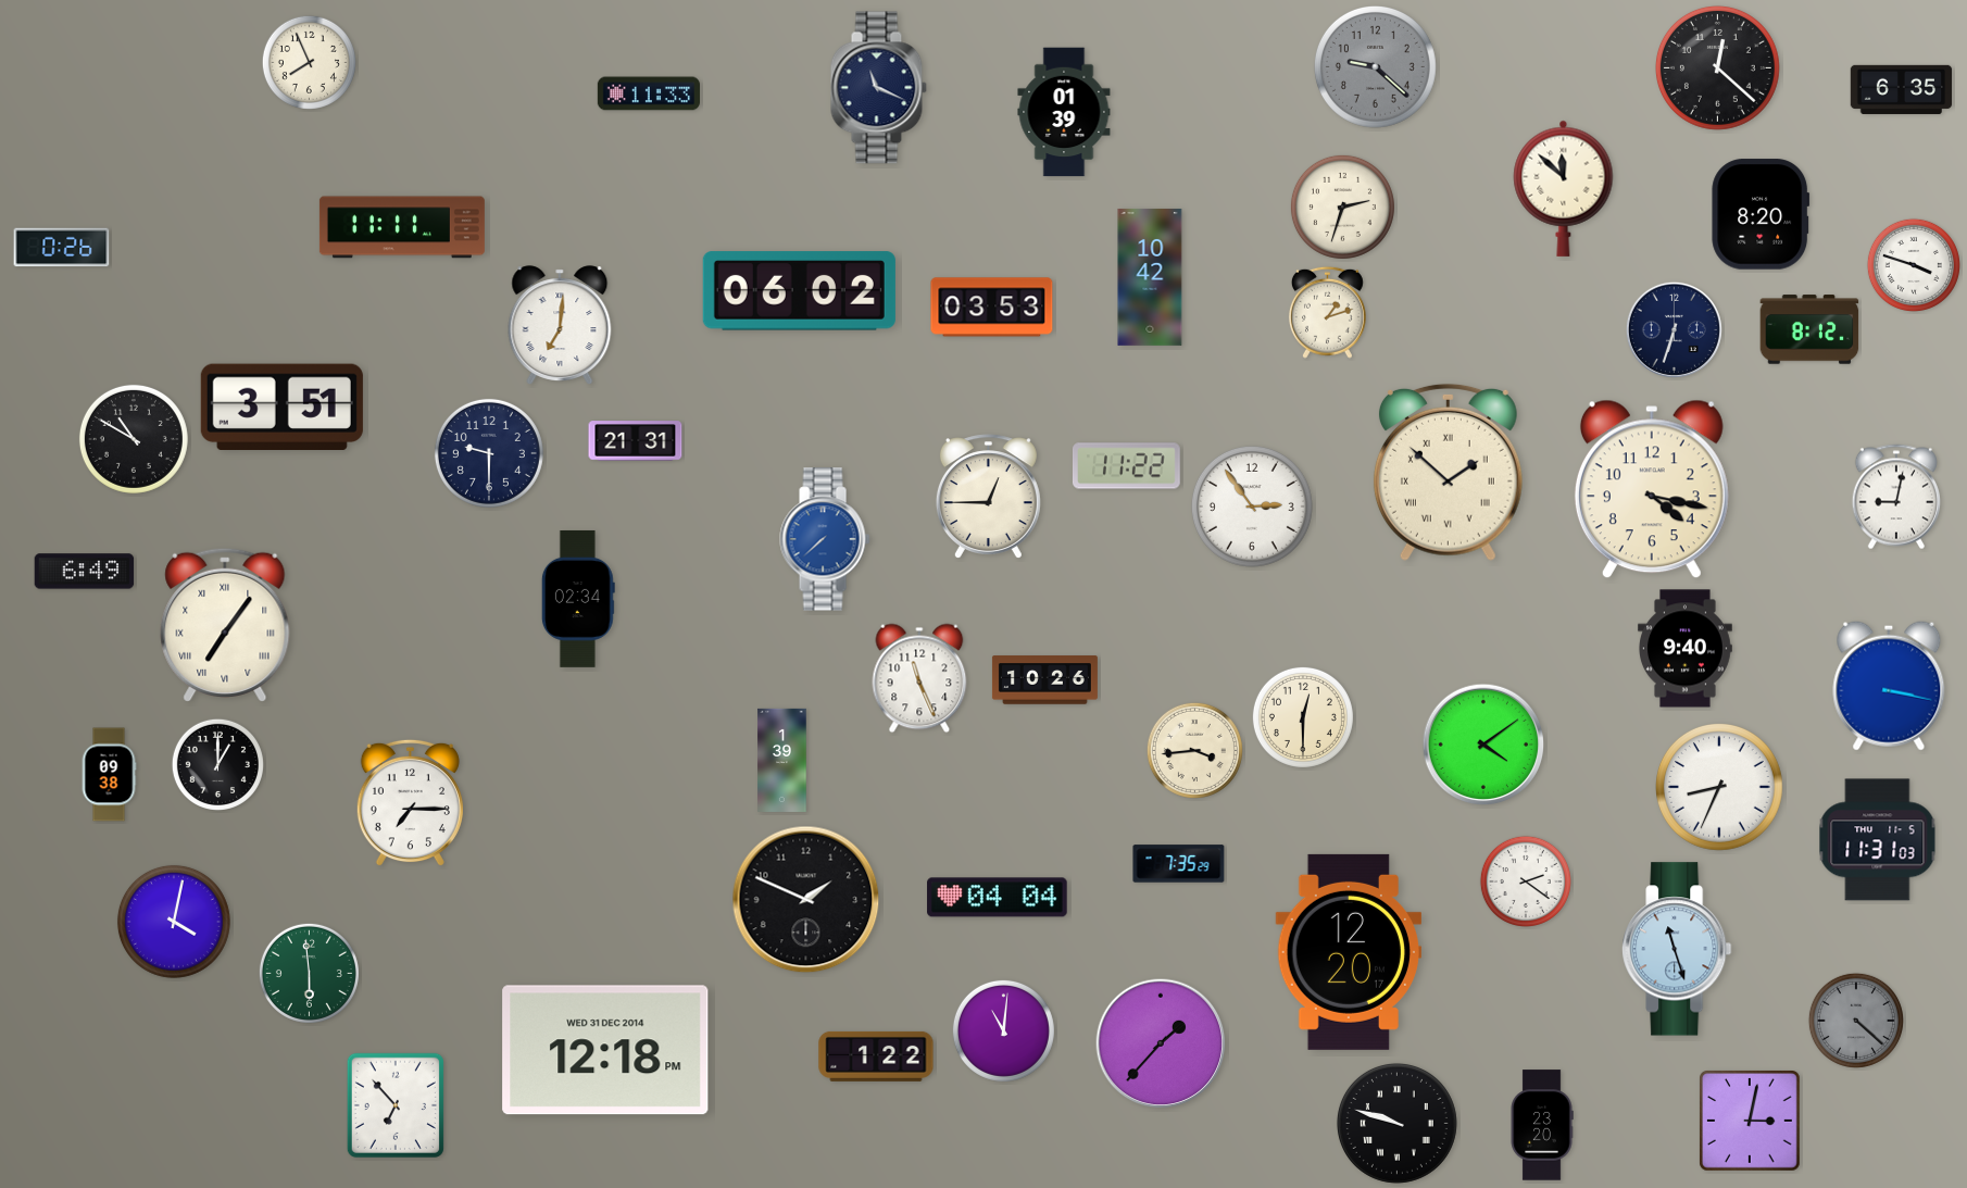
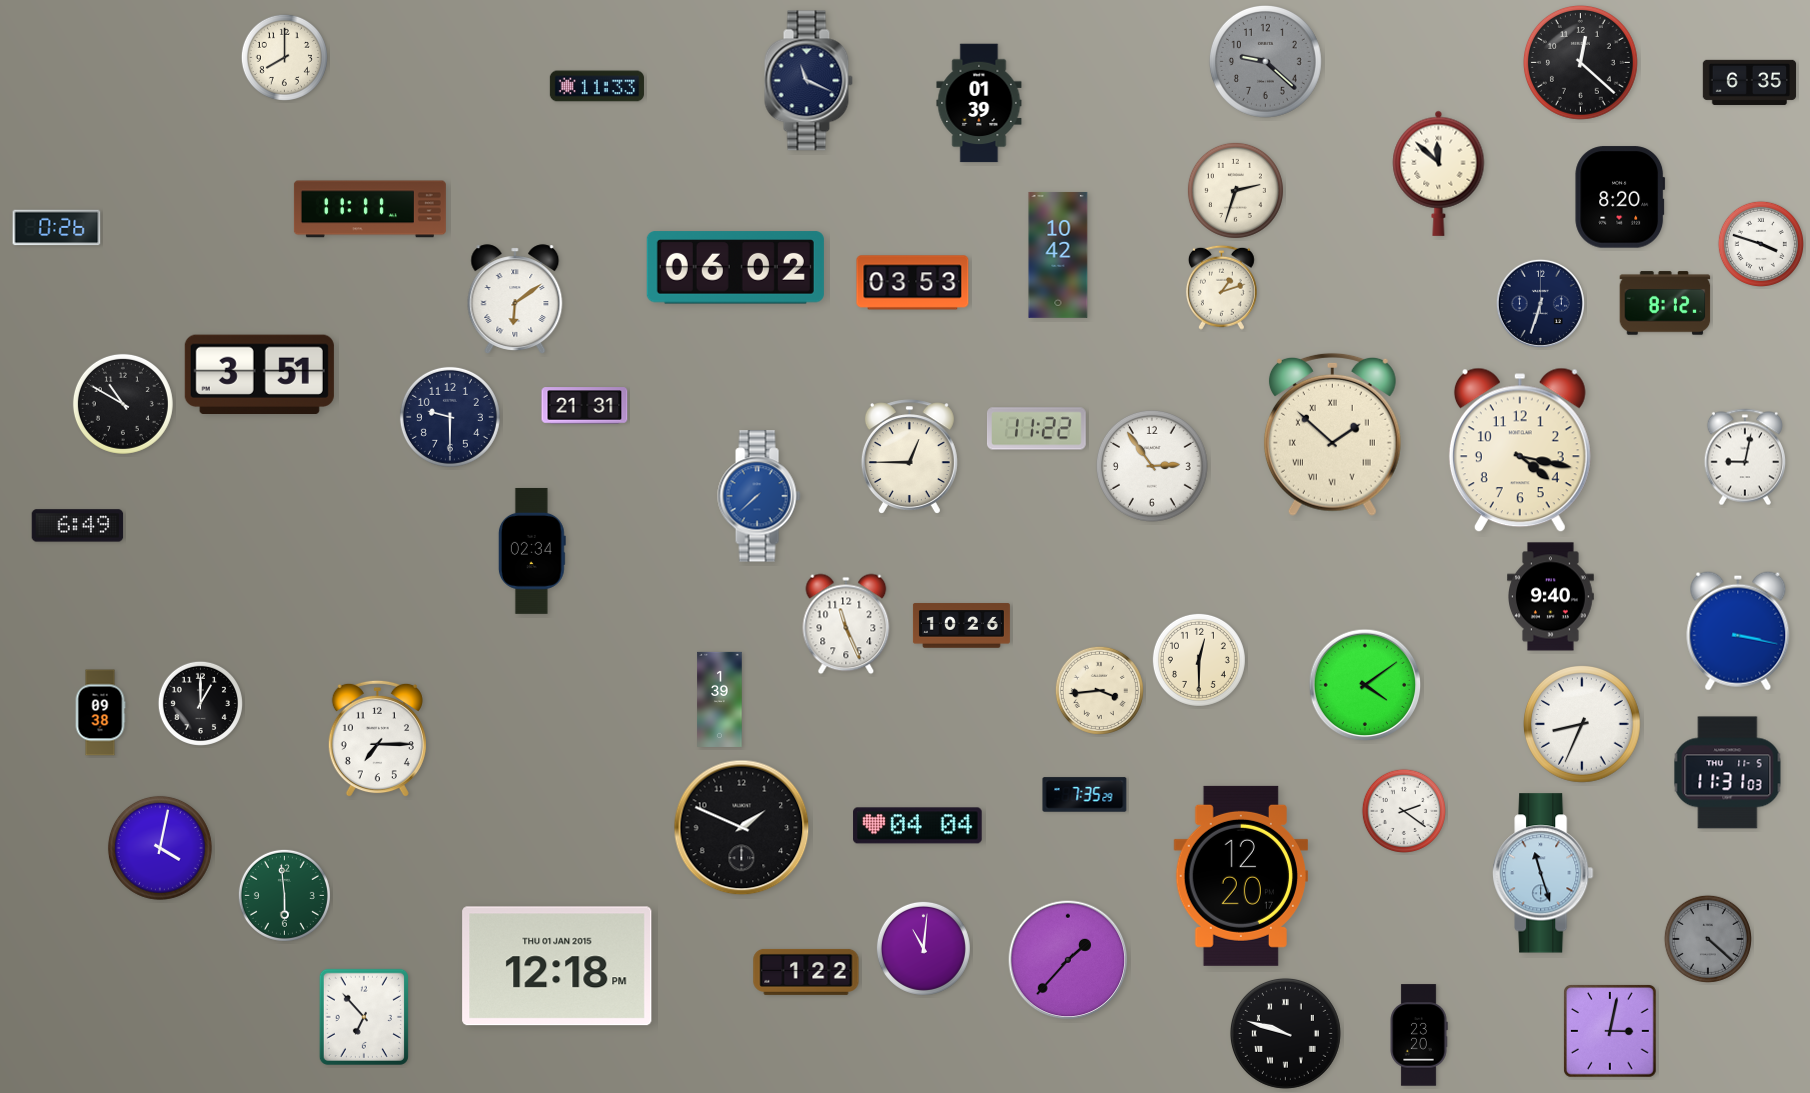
clock at (309, 62): 7:56 -> 8:00
clock at (560, 325): 7:01 -> 6:09
clock at (225, 625): 7:06 -> none
clock at (605, 1050) date: WED 31 DEC 2014 -> THU 01 JAN 2015
